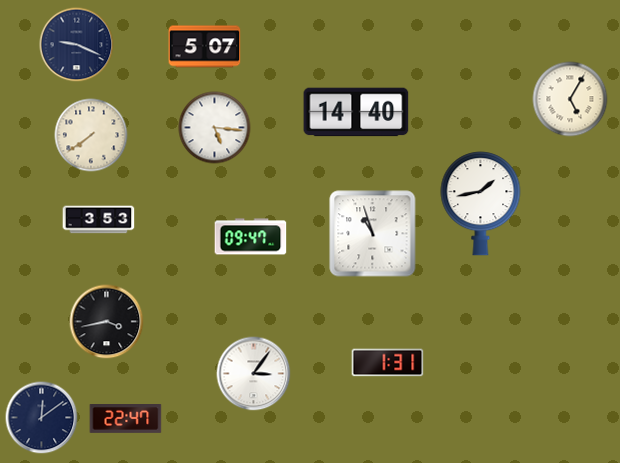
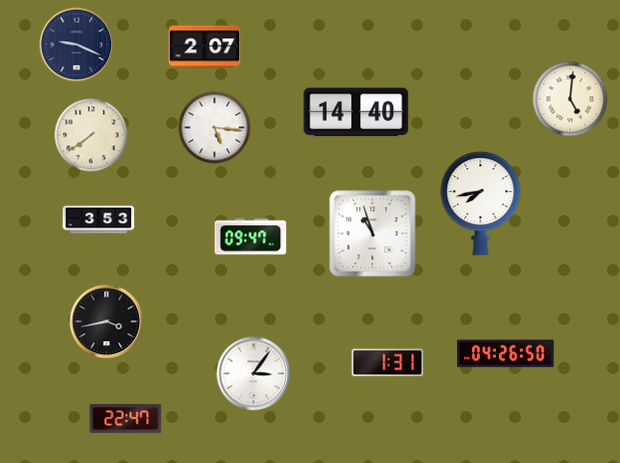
clock at (205, 47): 5:07 -> 2:07
clock at (570, 99): 5:05 -> 5:01
clock at (481, 204): 1:43 -> 7:43
clock at (506, 354): none -> 04:26
clock at (42, 418): 12:09 -> none
